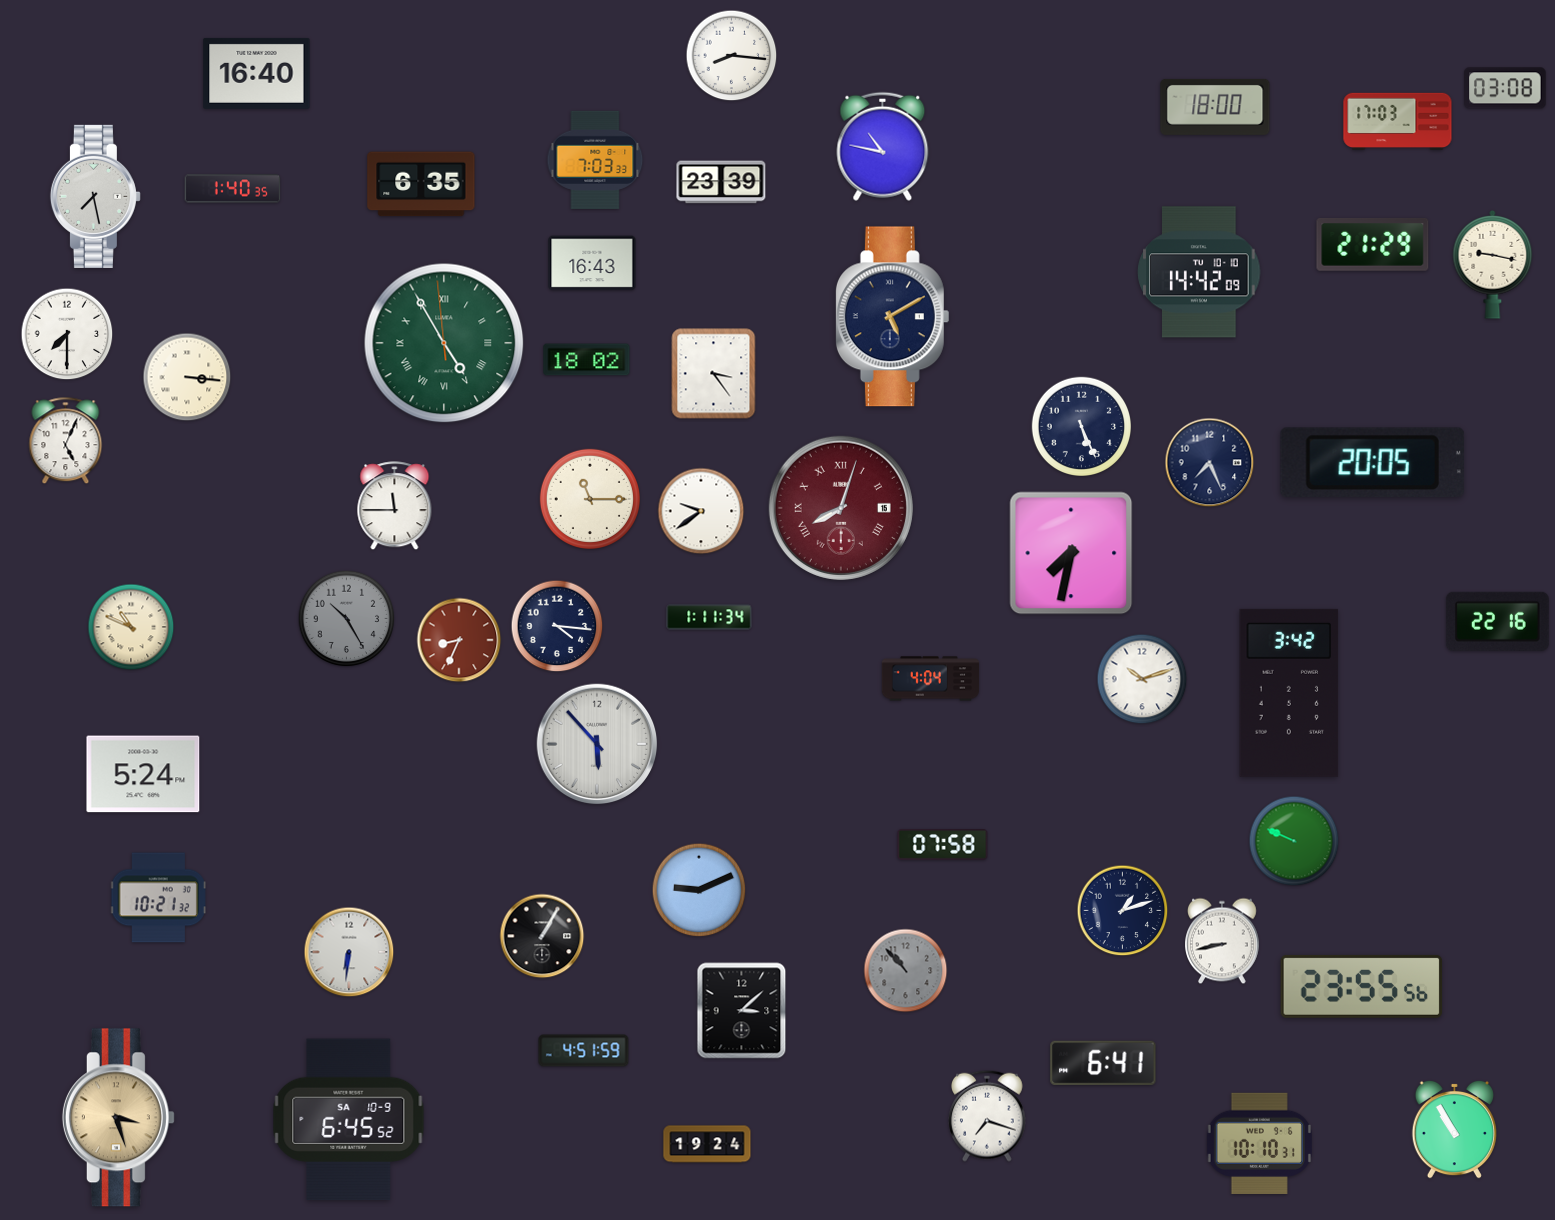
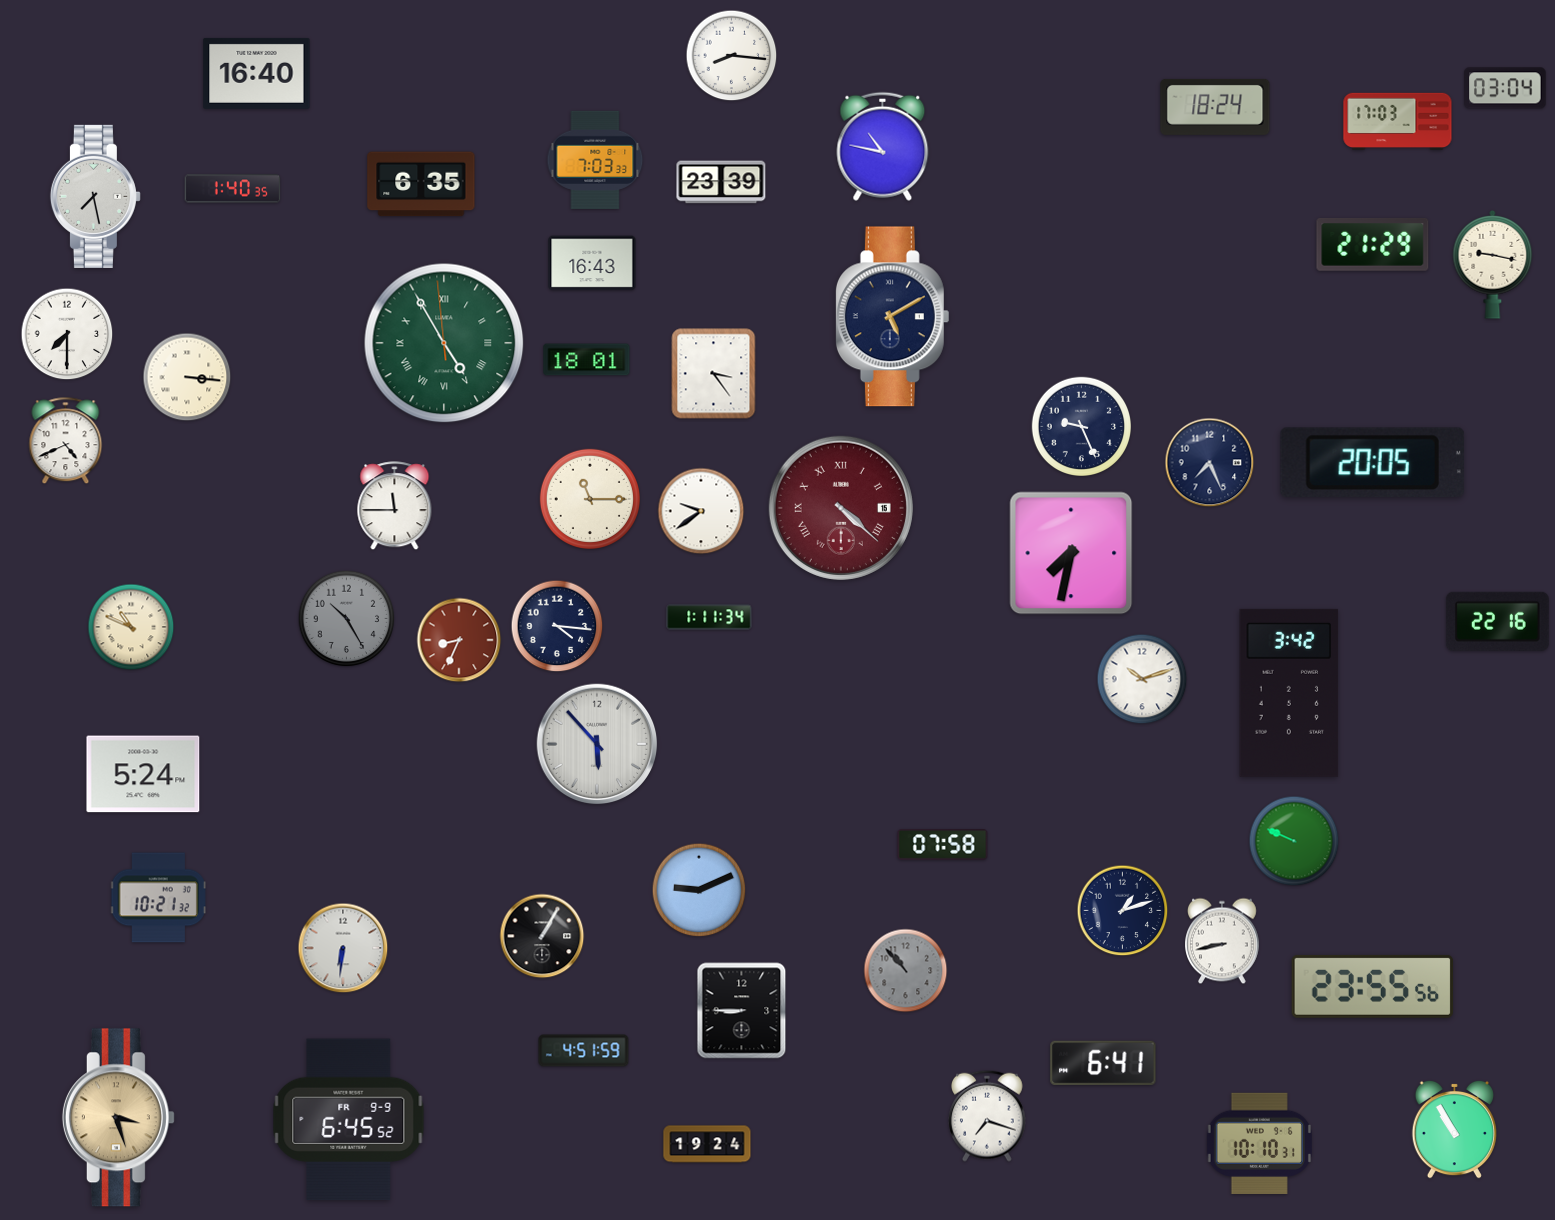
clock at (1505, 88): 03:08 -> 03:04
clock at (1215, 107): 18:00 -> 18:24
clock at (1199, 272): 14:42 -> none
clock at (587, 360): 18:02 -> 18:01
clock at (1081, 426): 5:26 -> 9:26
clock at (66, 441): 5:04 -> 4:41
clock at (841, 508): 8:03 -> 4:22
clock at (931, 679): 4:04 -> none
clock at (349, 952) position: (349, 952) -> (343, 948)
clock at (1362, 986) position: (1362, 986) -> (1373, 986)
clock at (742, 1011): 3:08 -> 8:45
clock at (349, 1120) date: SA 10-9 -> FR 9-9
